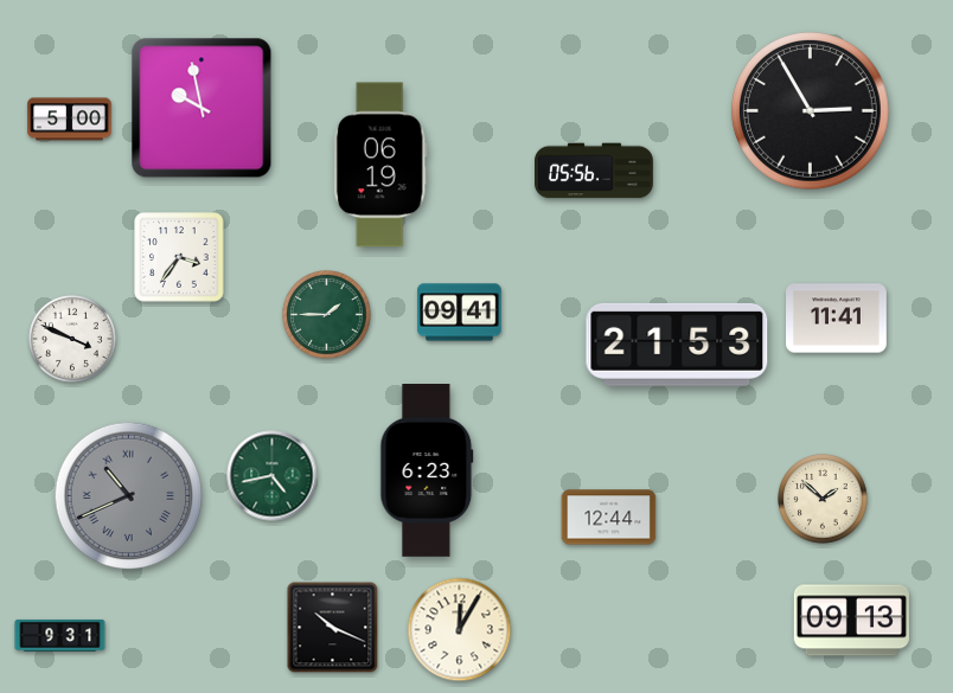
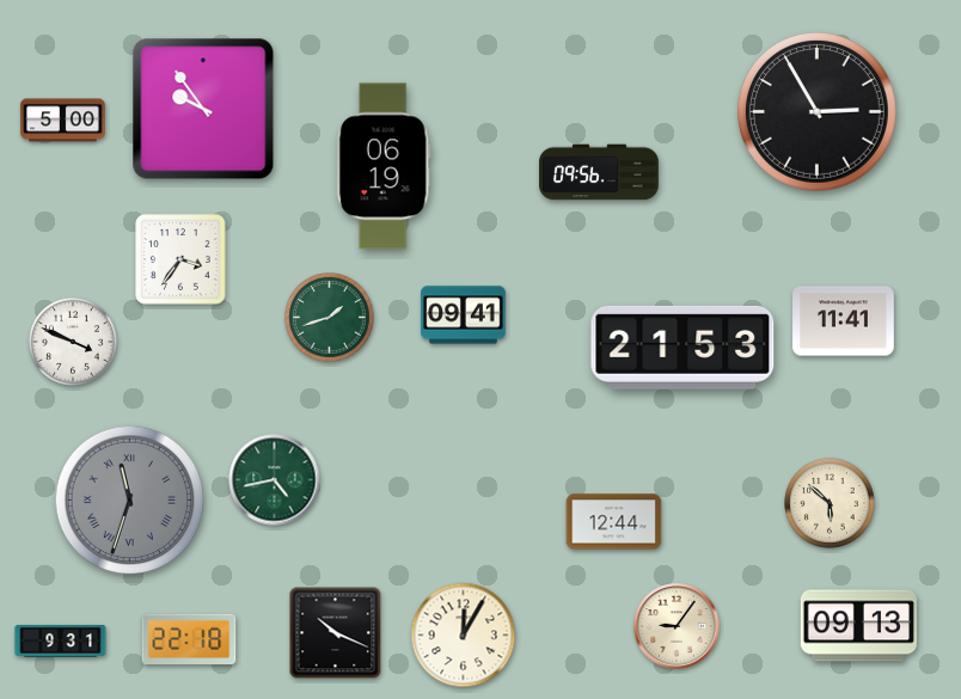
clock at (202, 108): 9:58 -> 9:54
clock at (70, 120) position: (70, 120) -> (63, 121)
clock at (594, 171): 05:56 -> 09:56
clock at (327, 315): 1:45 -> 1:42
clock at (427, 471): 6:23 -> none
clock at (129, 496): 10:41 -> 11:33
clock at (823, 499): 1:52 -> 5:52
clock at (677, 626): none -> 9:06
clock at (189, 639): none -> 22:18
